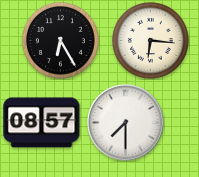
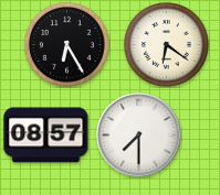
clock at (150, 40): 6:16 -> 6:21
